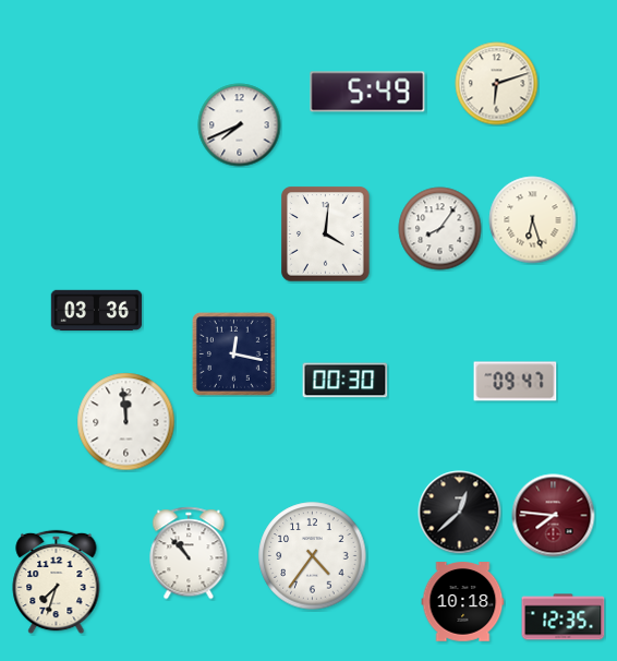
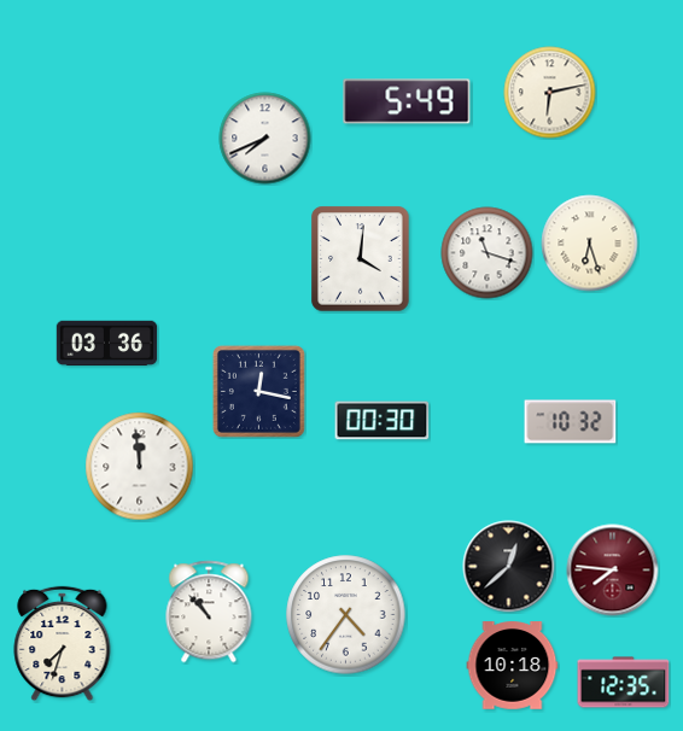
clock at (497, 84): 6:12 -> 6:13
clock at (440, 229): 8:06 -> 11:18
clock at (516, 382): 09:47 -> 10:32
